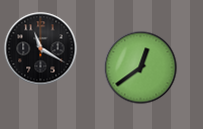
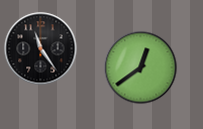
clock at (41, 49): 11:20 -> 11:24
